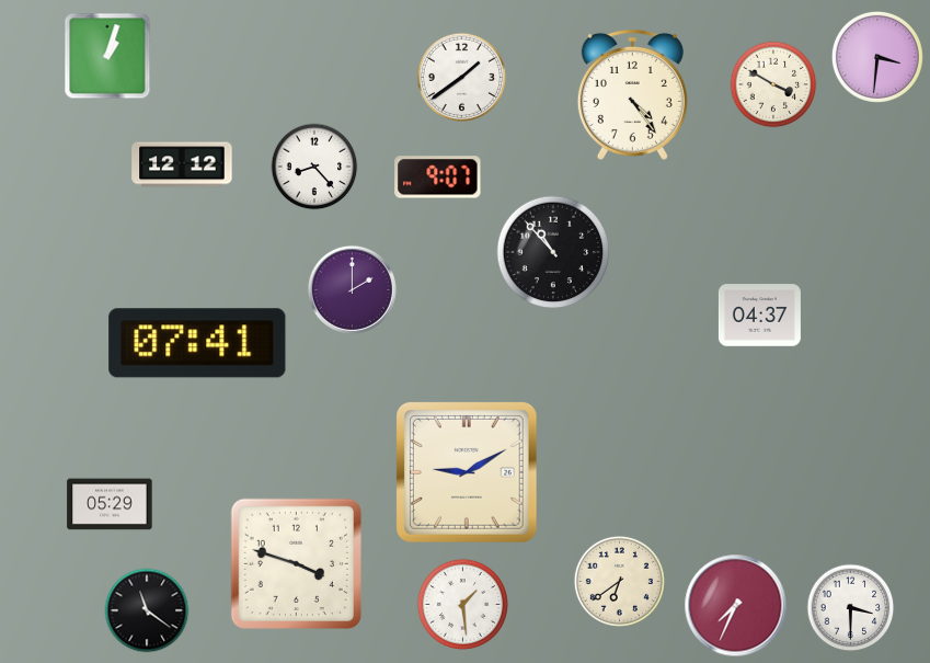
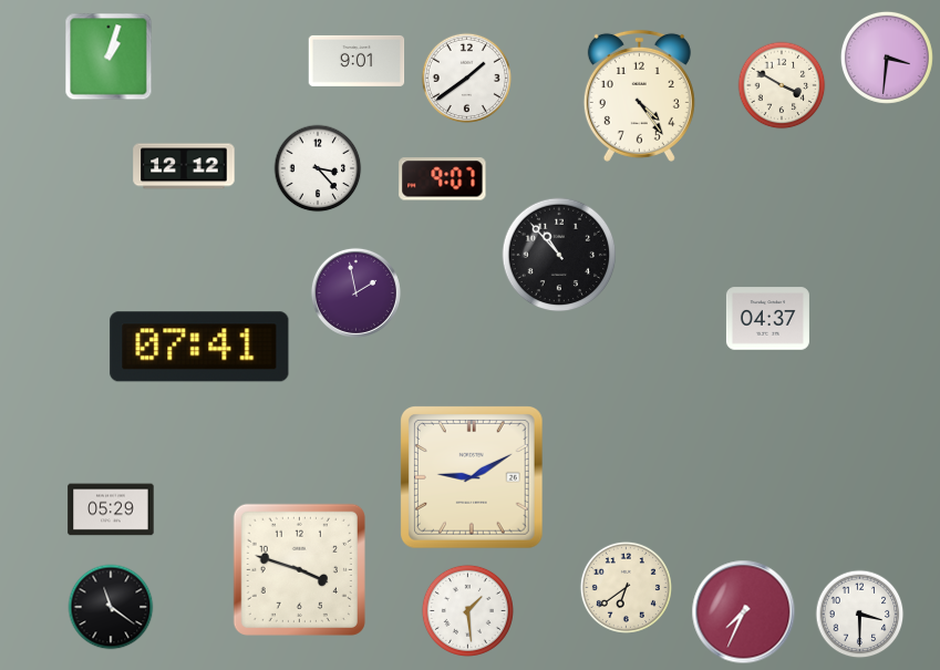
clock at (357, 61): none -> 9:01
clock at (314, 167): 8:23 -> 3:23
clock at (352, 289): 2:00 -> 1:58
clock at (147, 610) position: (147, 610) -> (111, 607)
